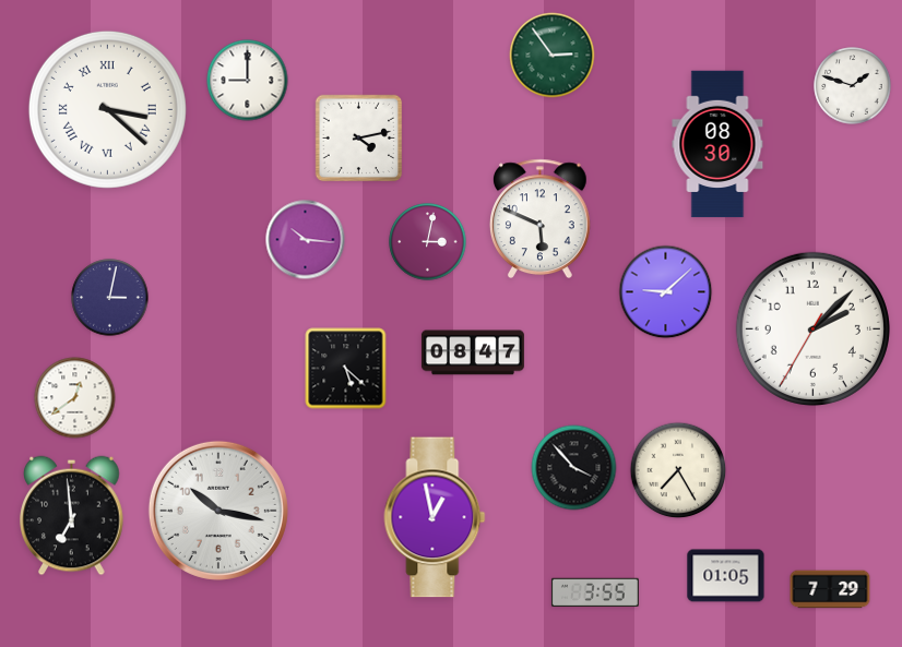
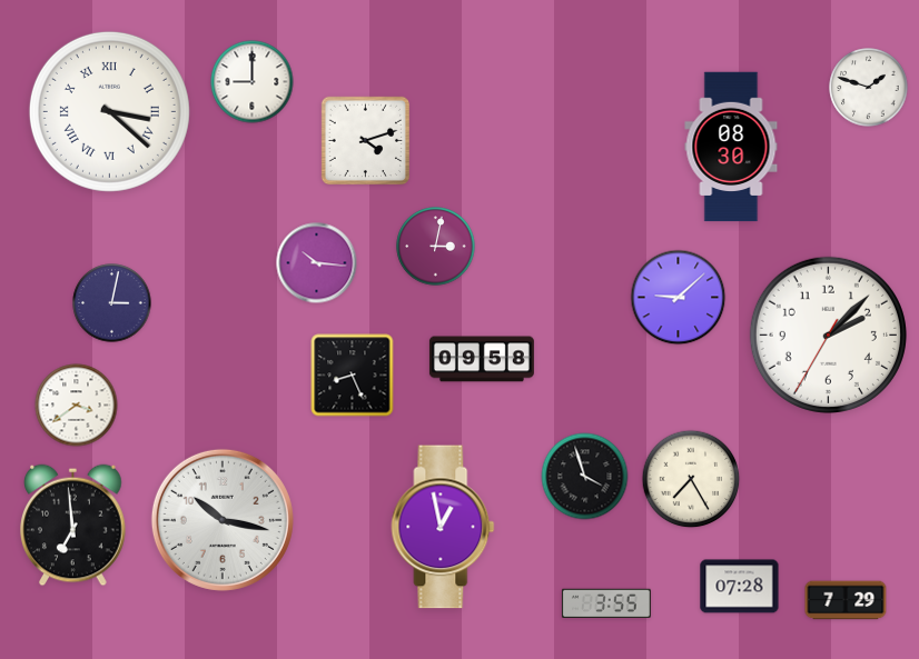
clock at (553, 56): 2:54 -> none
clock at (359, 139): 4:13 -> 4:12
clock at (541, 218): 5:49 -> none
clock at (306, 240) position: (306, 240) -> (317, 263)
clock at (473, 352): 08:47 -> 09:58
clock at (346, 369): 5:22 -> 8:26
clock at (75, 398): 12:39 -> 3:39
clock at (574, 468): 3:53 -> 3:57
clock at (726, 576): 01:05 -> 07:28
